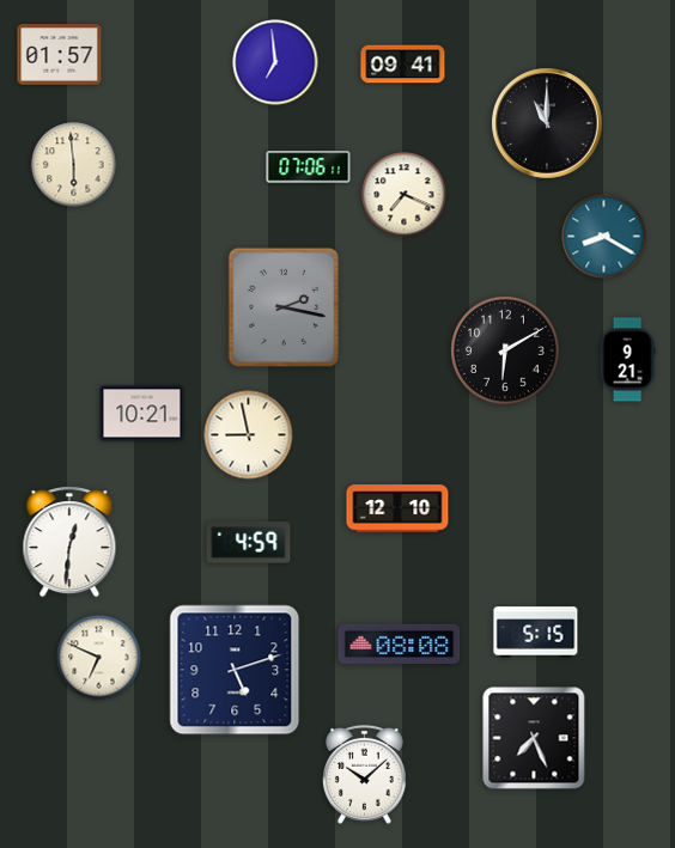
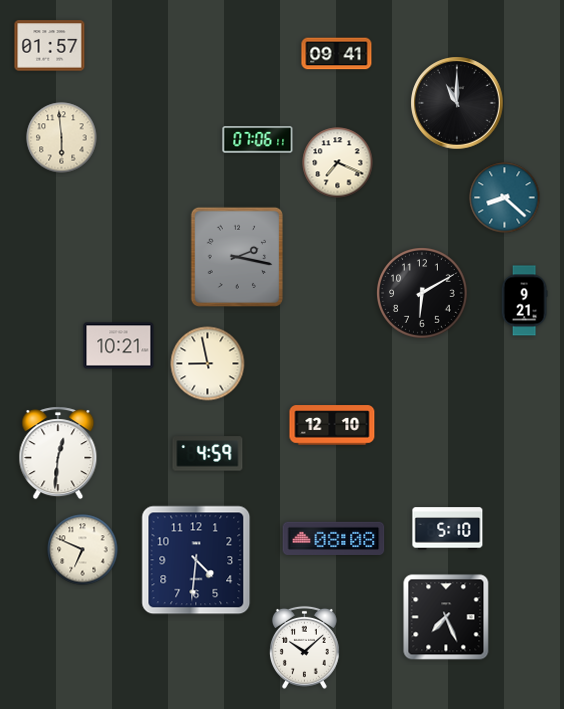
clock at (275, 62): 6:59 -> none
clock at (604, 237): 8:20 -> 8:22
clock at (536, 633): 5:15 -> 5:10
clock at (235, 670): 5:12 -> 4:31
